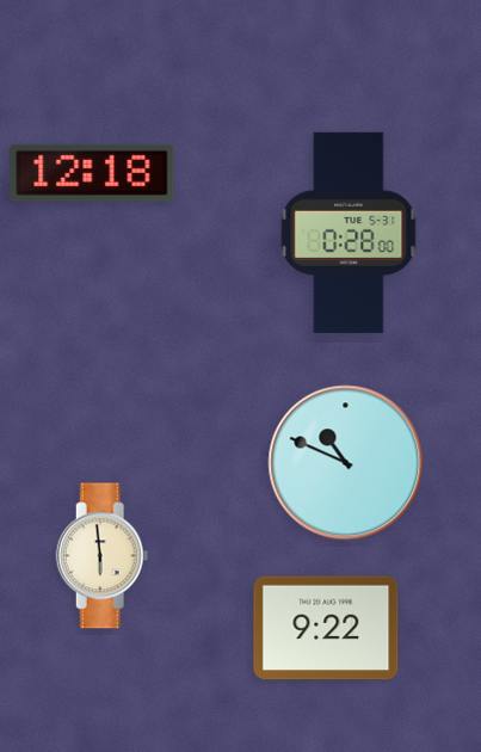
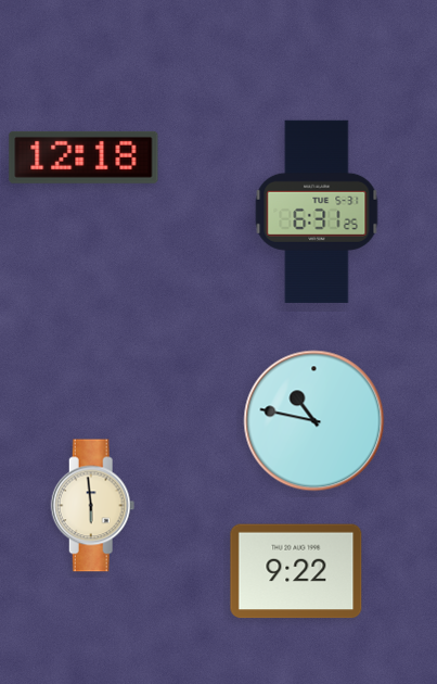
clock at (349, 233): 0:28 -> 6:31
clock at (346, 463): 10:49 -> 10:47
